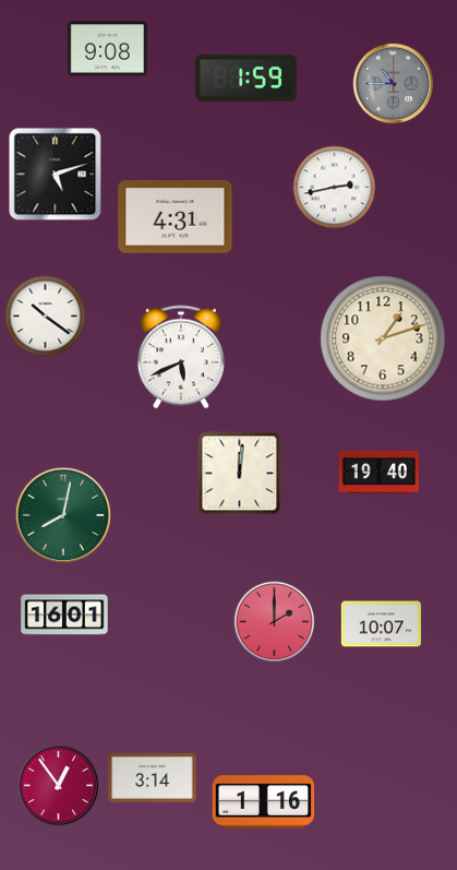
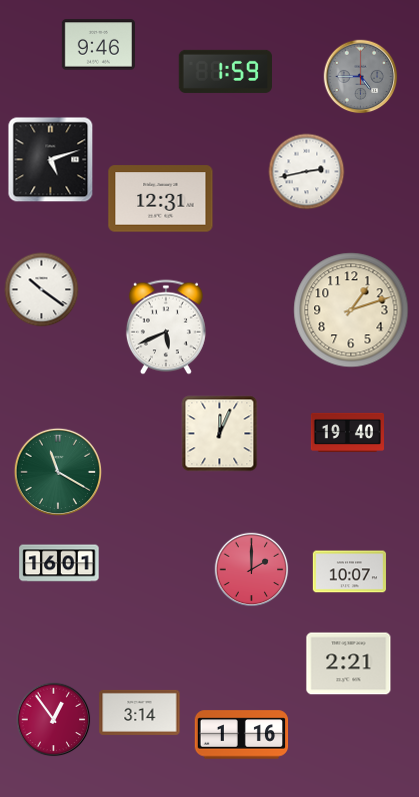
clock at (107, 49): 9:08 -> 9:46
clock at (394, 84): 10:45 -> 4:45
clock at (176, 217): 4:31 -> 12:31
clock at (240, 474): 12:01 -> 12:04
clock at (62, 514): 8:02 -> 11:20
clock at (349, 664): none -> 2:21
